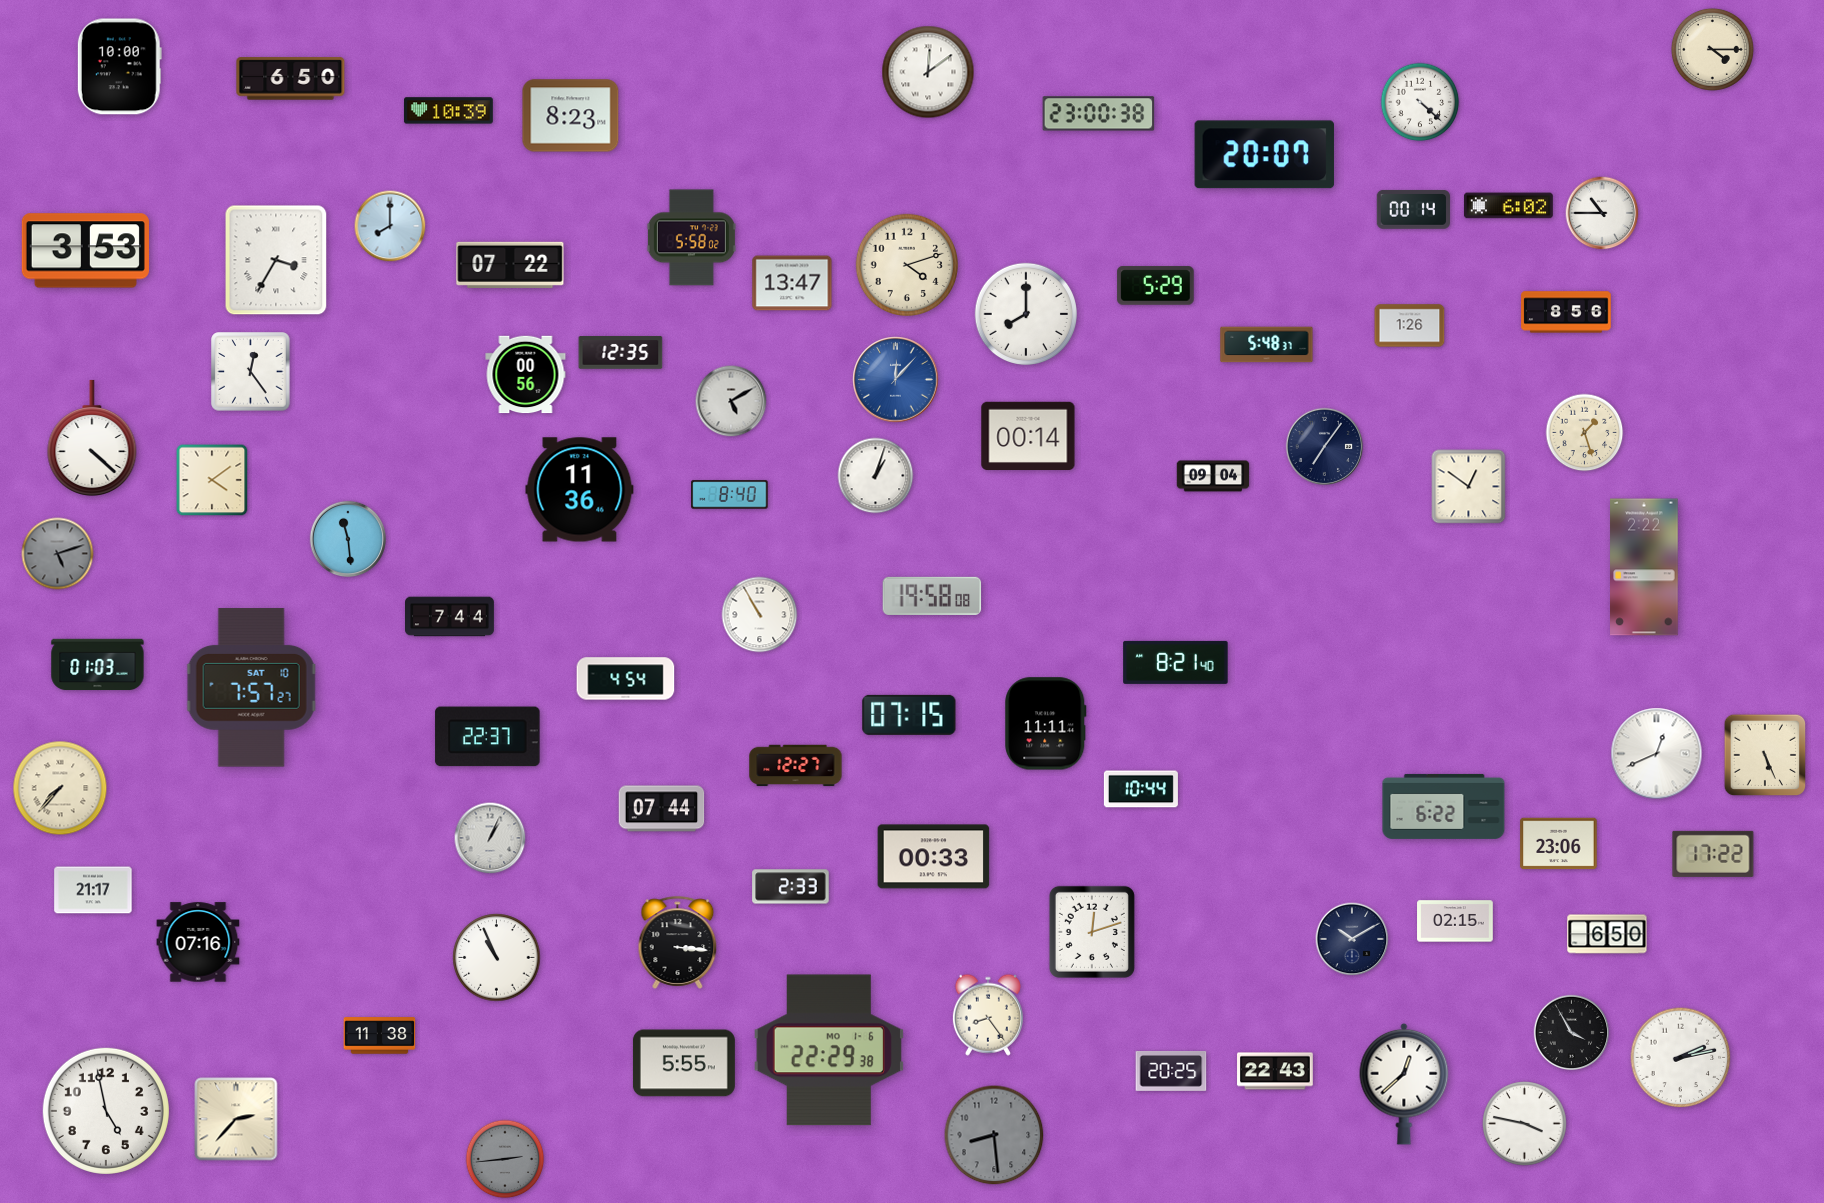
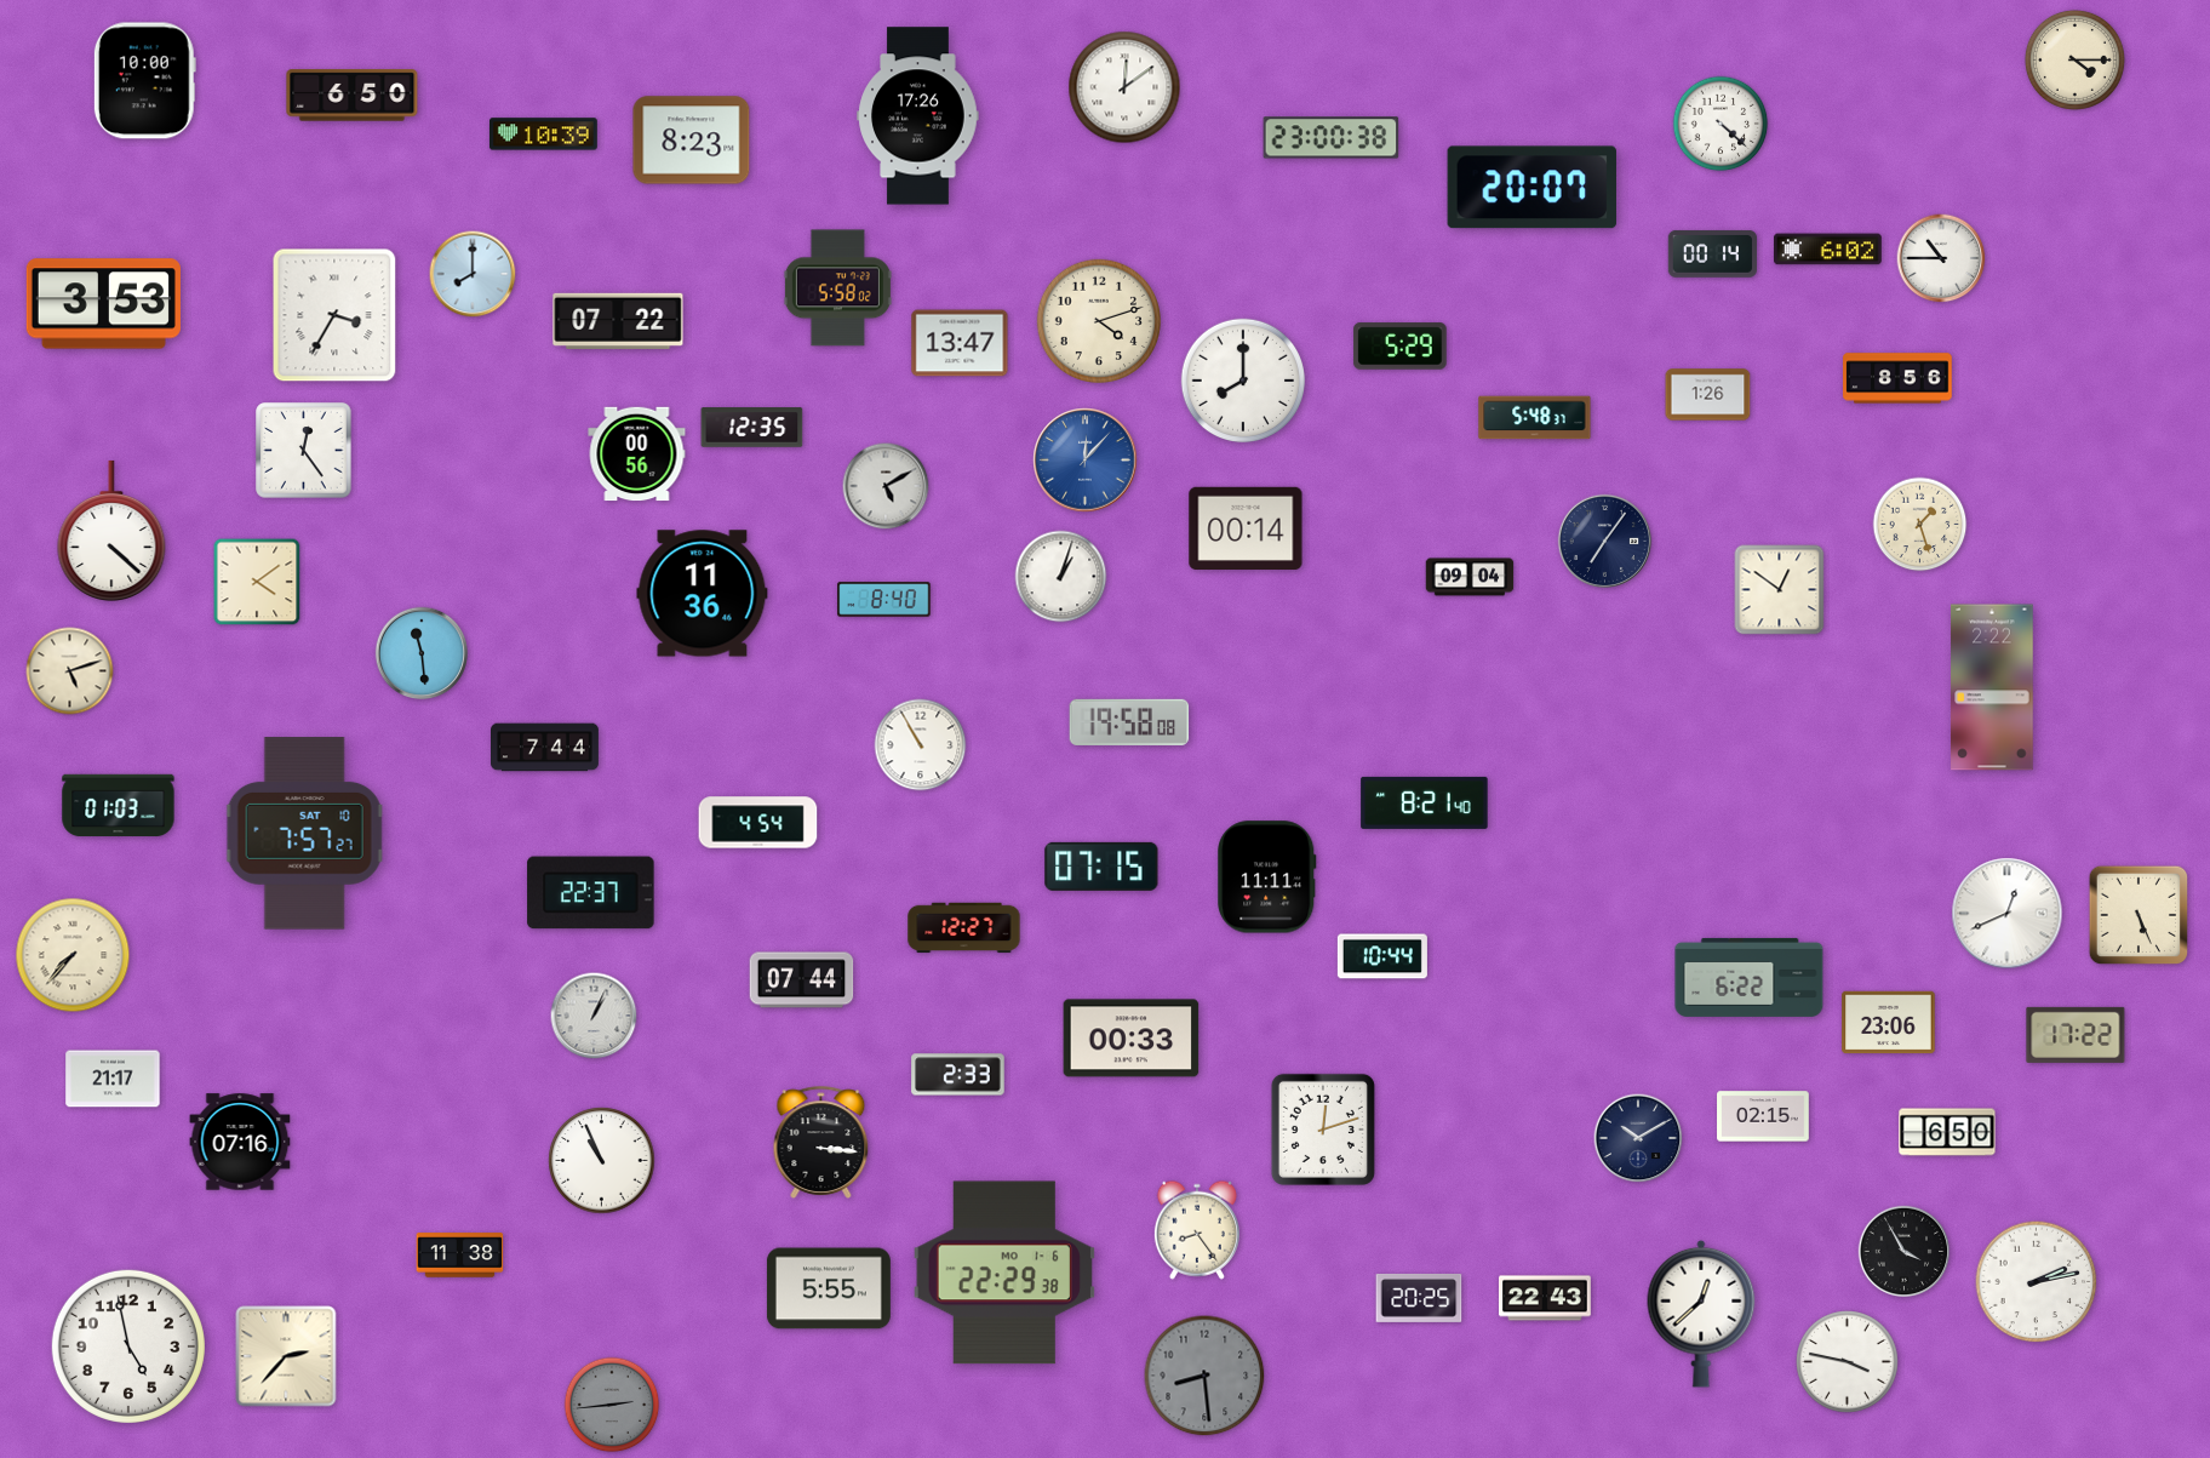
clock at (918, 116): none -> 17:26
clock at (58, 554) dial: grey -> cream
